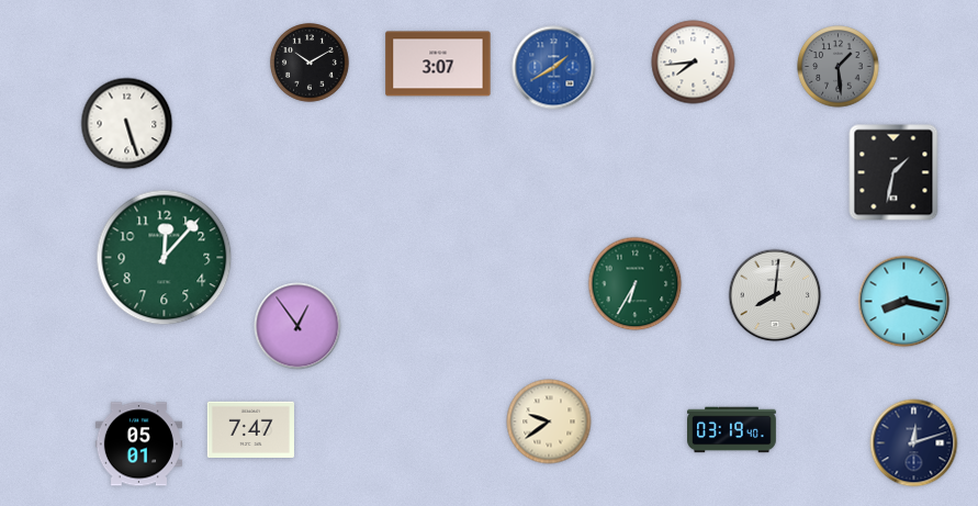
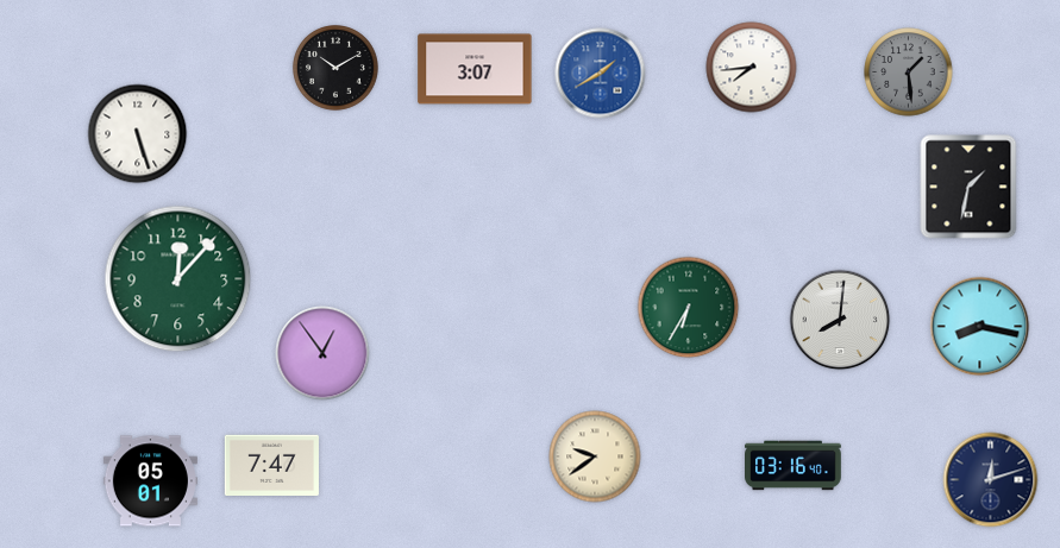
clock at (732, 430): 03:19 -> 03:16
